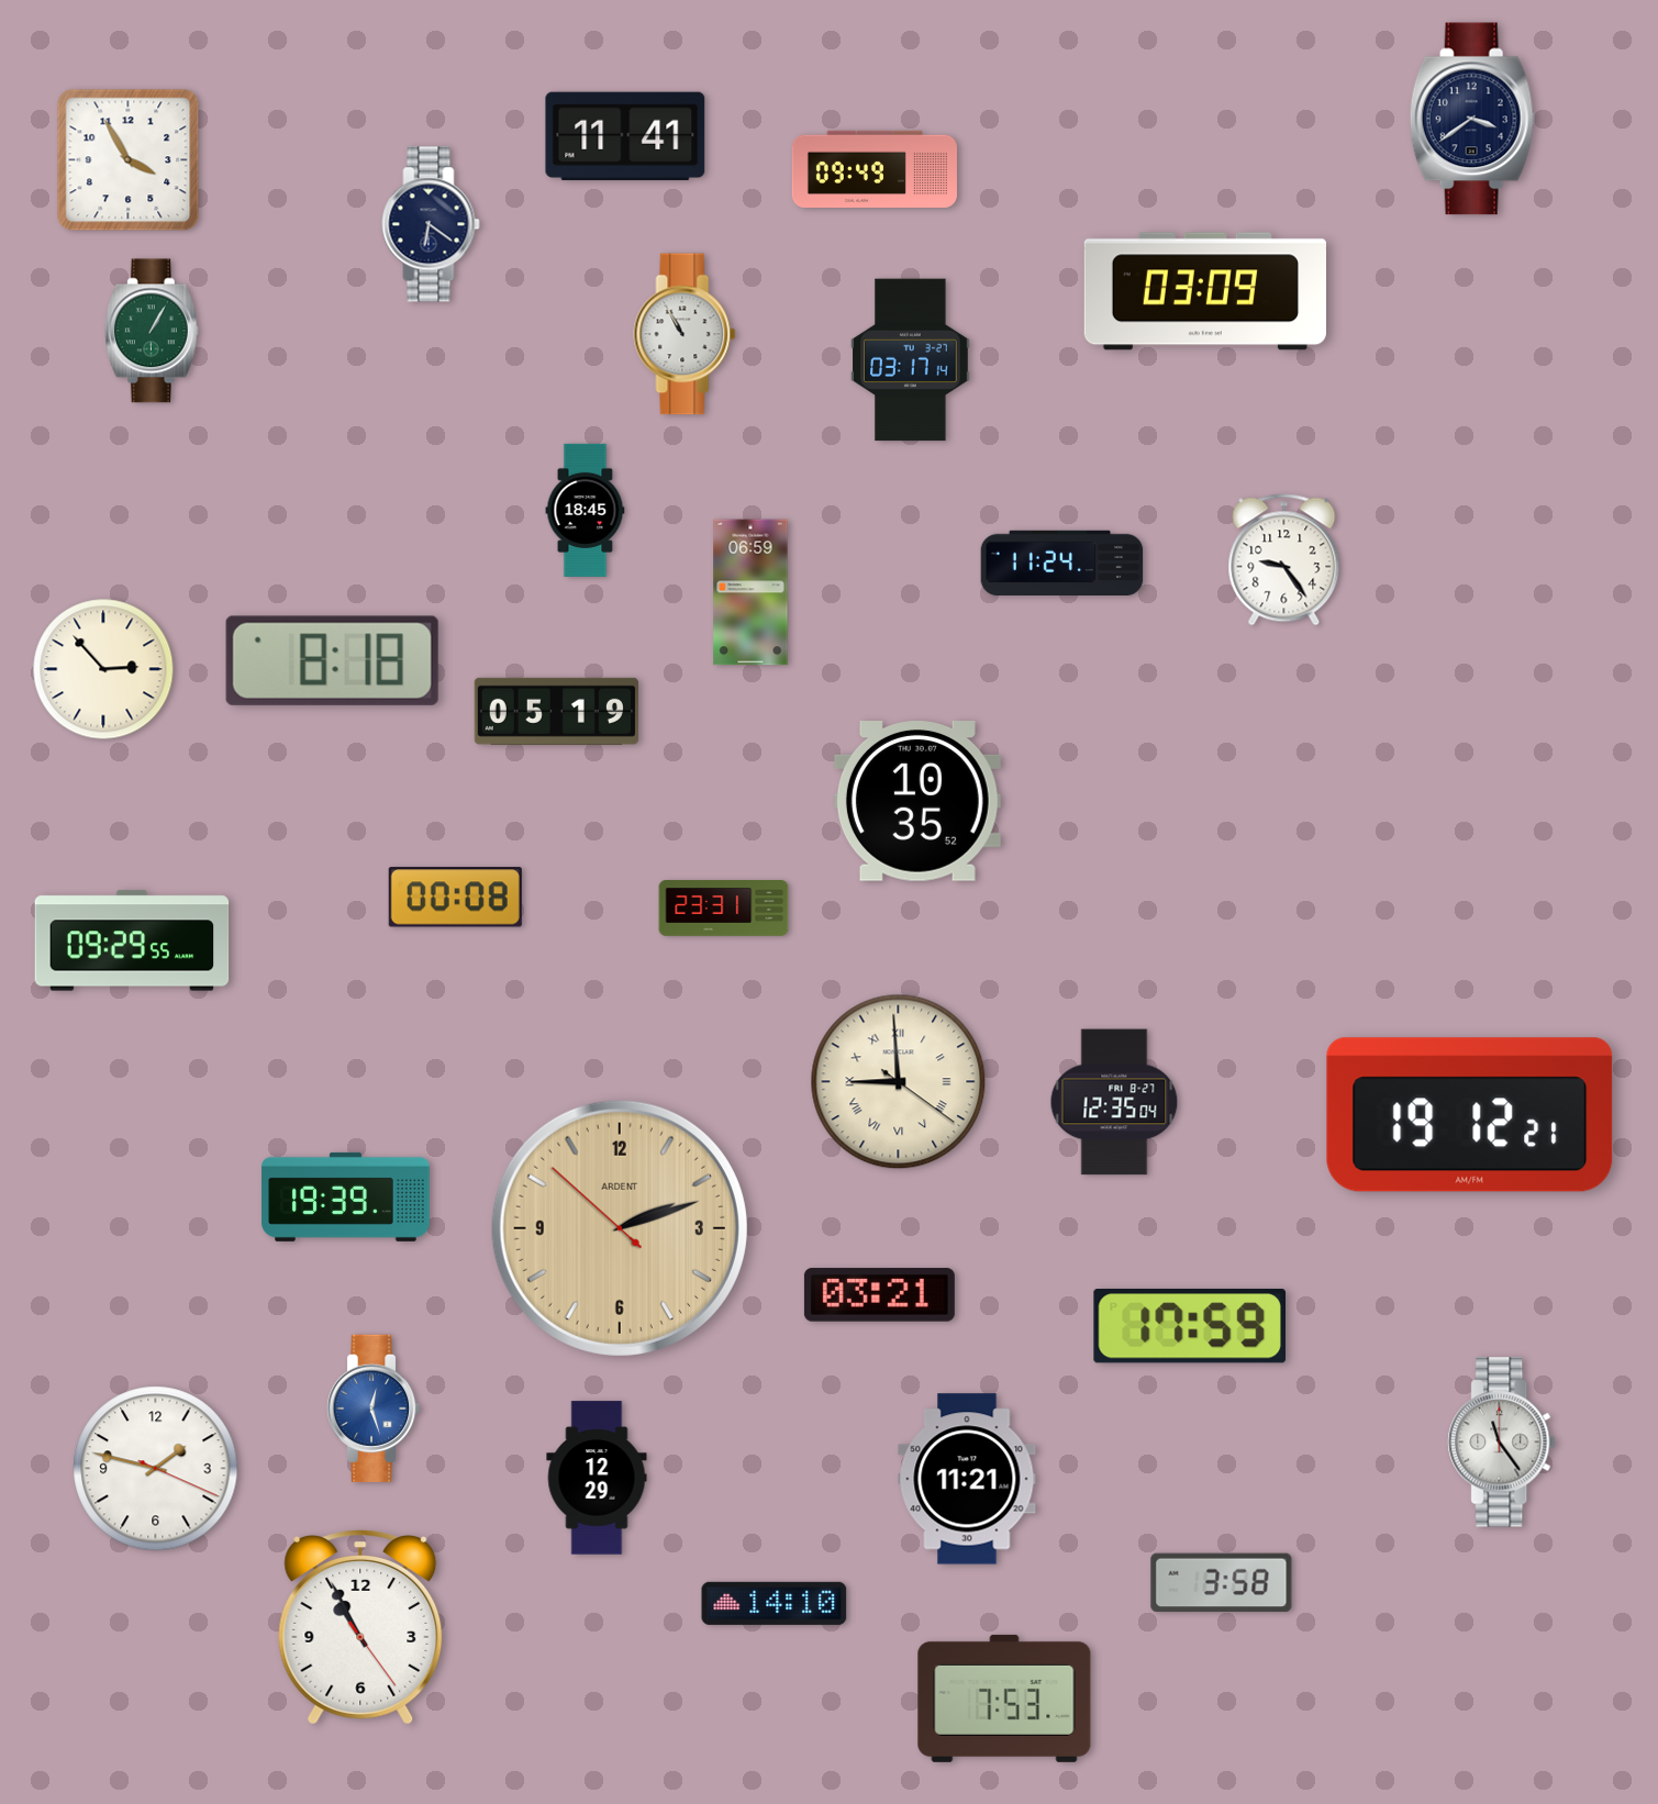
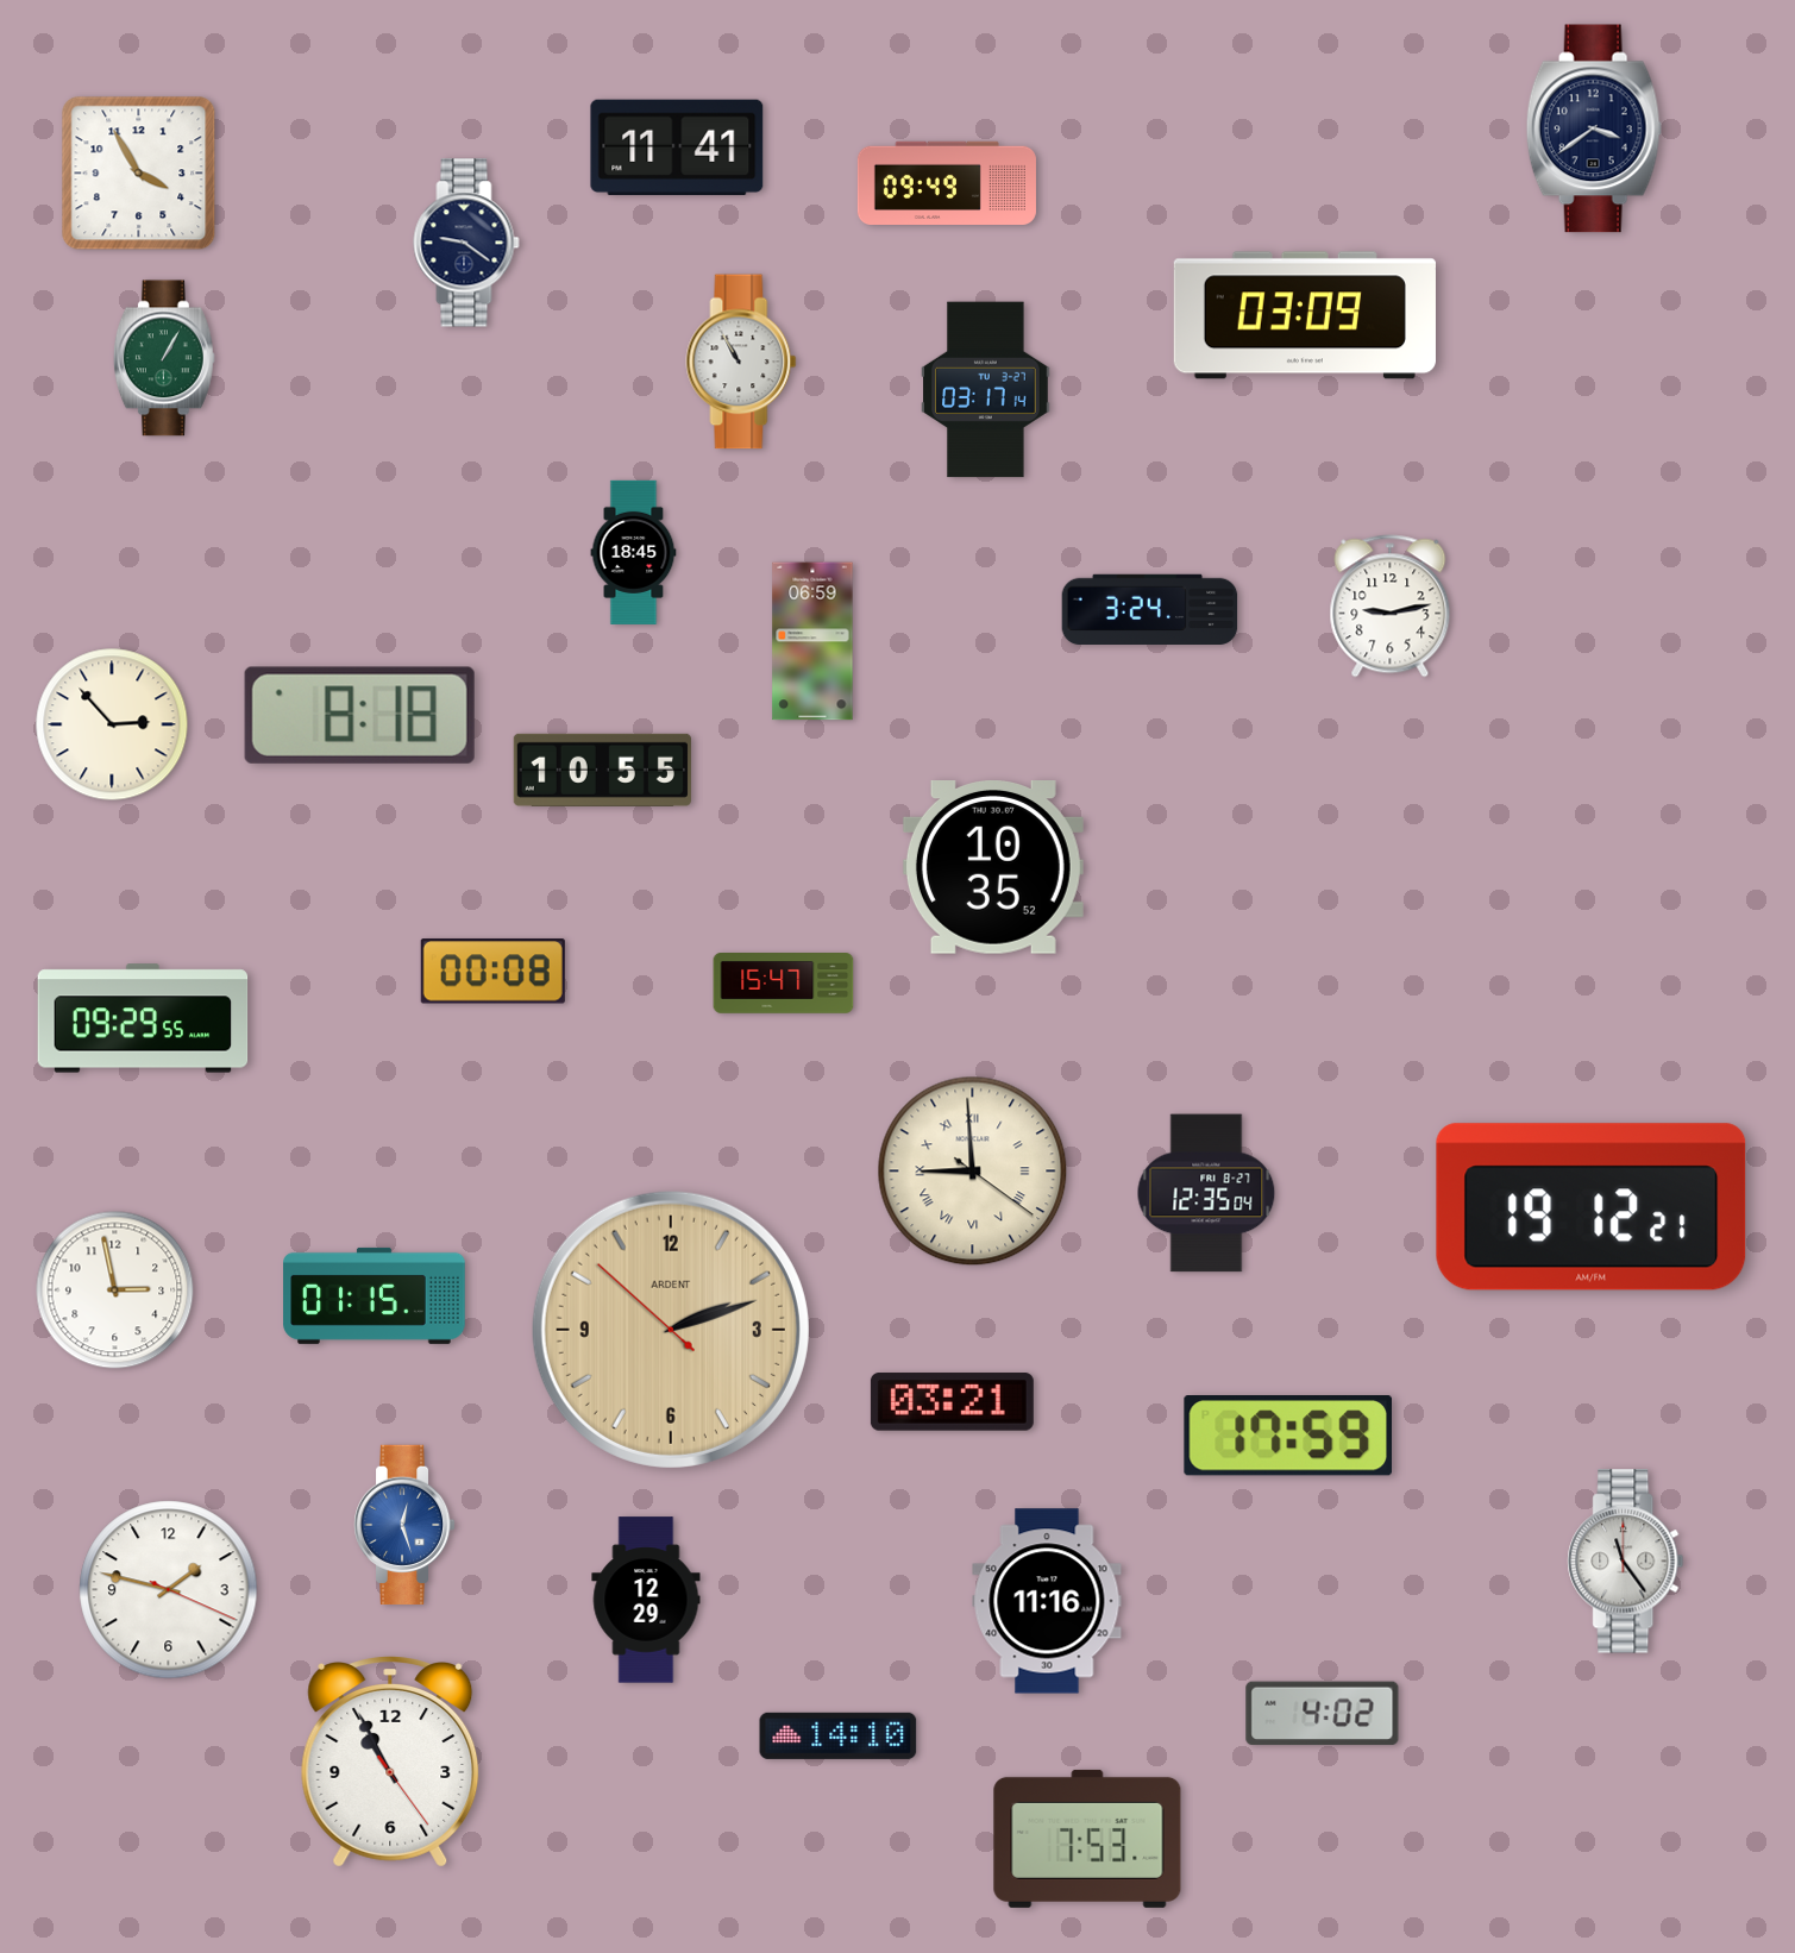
clock at (431, 224): 6:21 -> 9:21
clock at (1284, 560): 9:24 -> 9:13
clock at (1062, 563): 11:24 -> 3:24
clock at (556, 711): 05:19 -> 10:55
clock at (724, 909): 23:31 -> 15:47
clock at (115, 1291): none -> 2:58
clock at (346, 1196): 19:39 -> 01:15
clock at (967, 1479): 11:21 -> 11:16
clock at (1222, 1583): 3:58 -> 4:02
